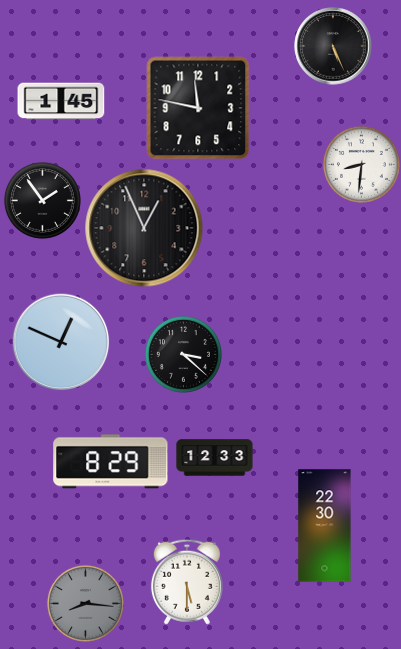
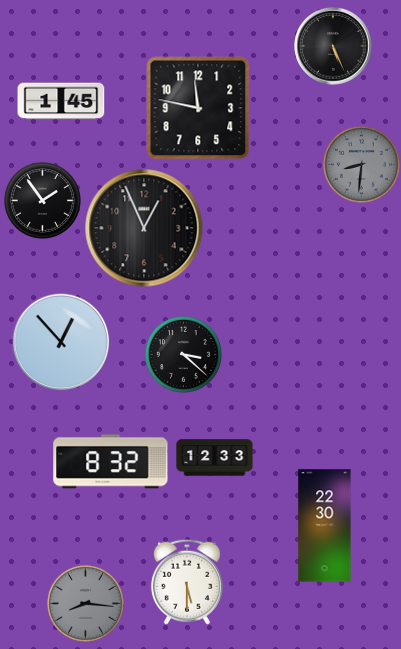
clock at (361, 164) dial: white -> grey
clock at (61, 342): 12:49 -> 12:53
clock at (111, 462): 8:29 -> 8:32
